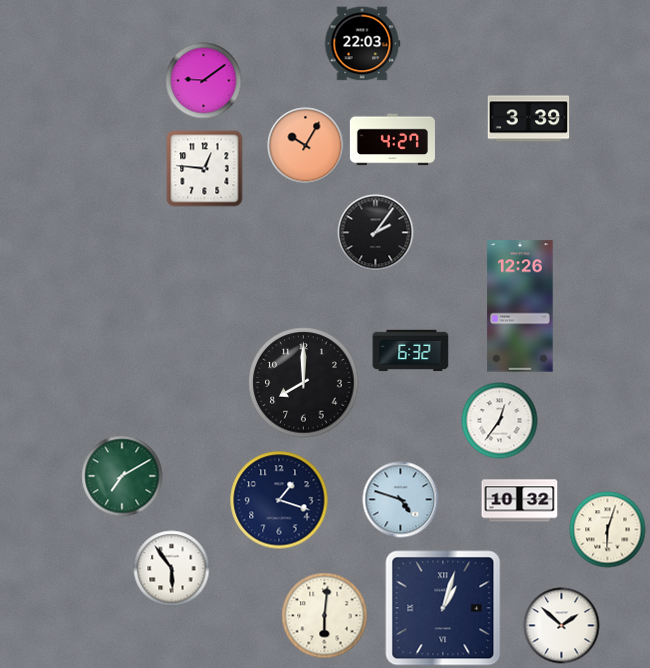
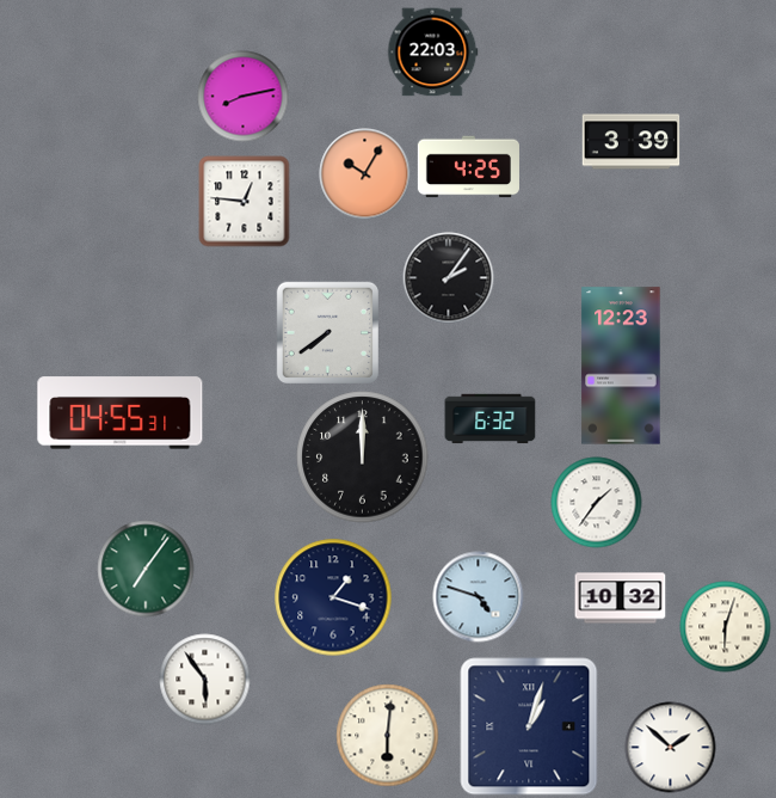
clock at (204, 81): 9:09 -> 8:13
clock at (392, 140): 4:27 -> 4:25
clock at (327, 332): none -> 7:39
clock at (520, 306): 12:26 -> 12:23
clock at (121, 413): none -> 04:55
clock at (304, 383): 8:00 -> 12:00
clock at (500, 421): 12:36 -> 1:36
clock at (122, 476): 7:10 -> 7:06
clock at (608, 530) position: (608, 530) -> (726, 627)
